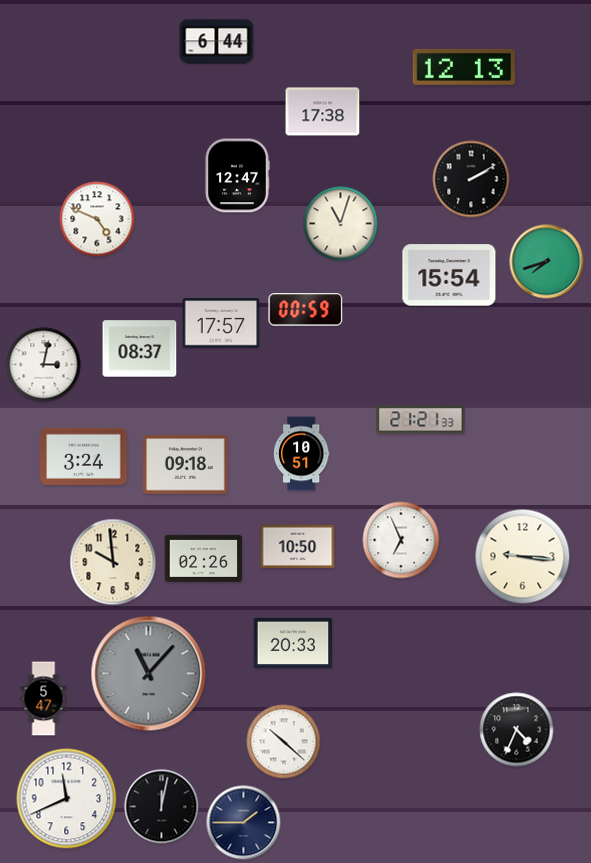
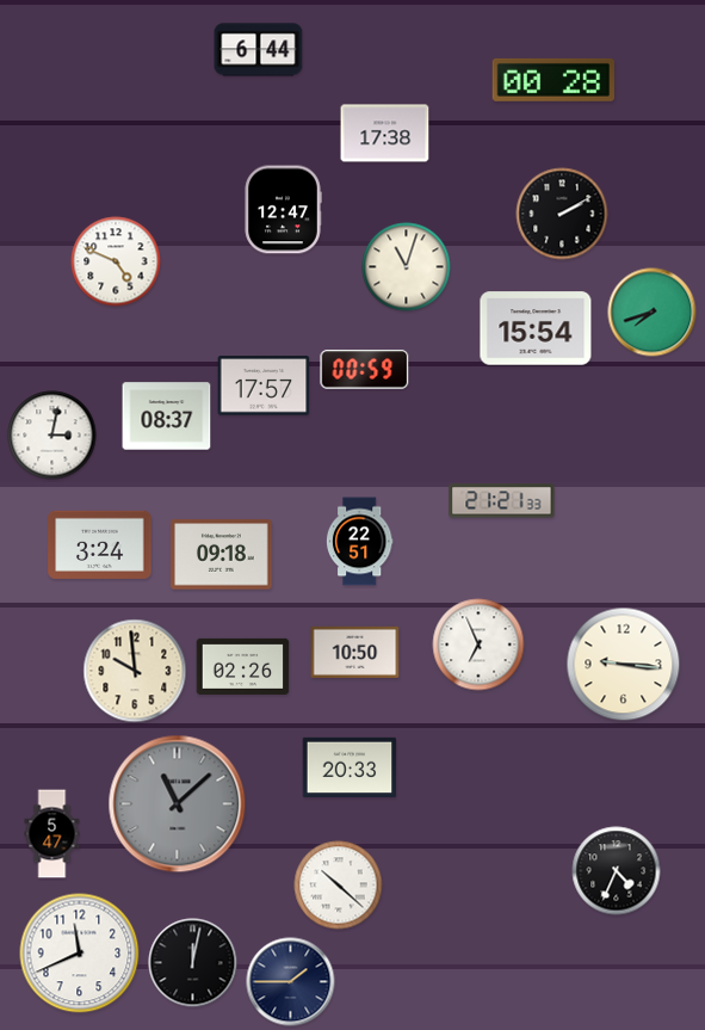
clock at (463, 67): 12:13 -> 00:28
clock at (301, 454): 10:51 -> 22:51
clock at (149, 674): 11:07 -> 11:08
